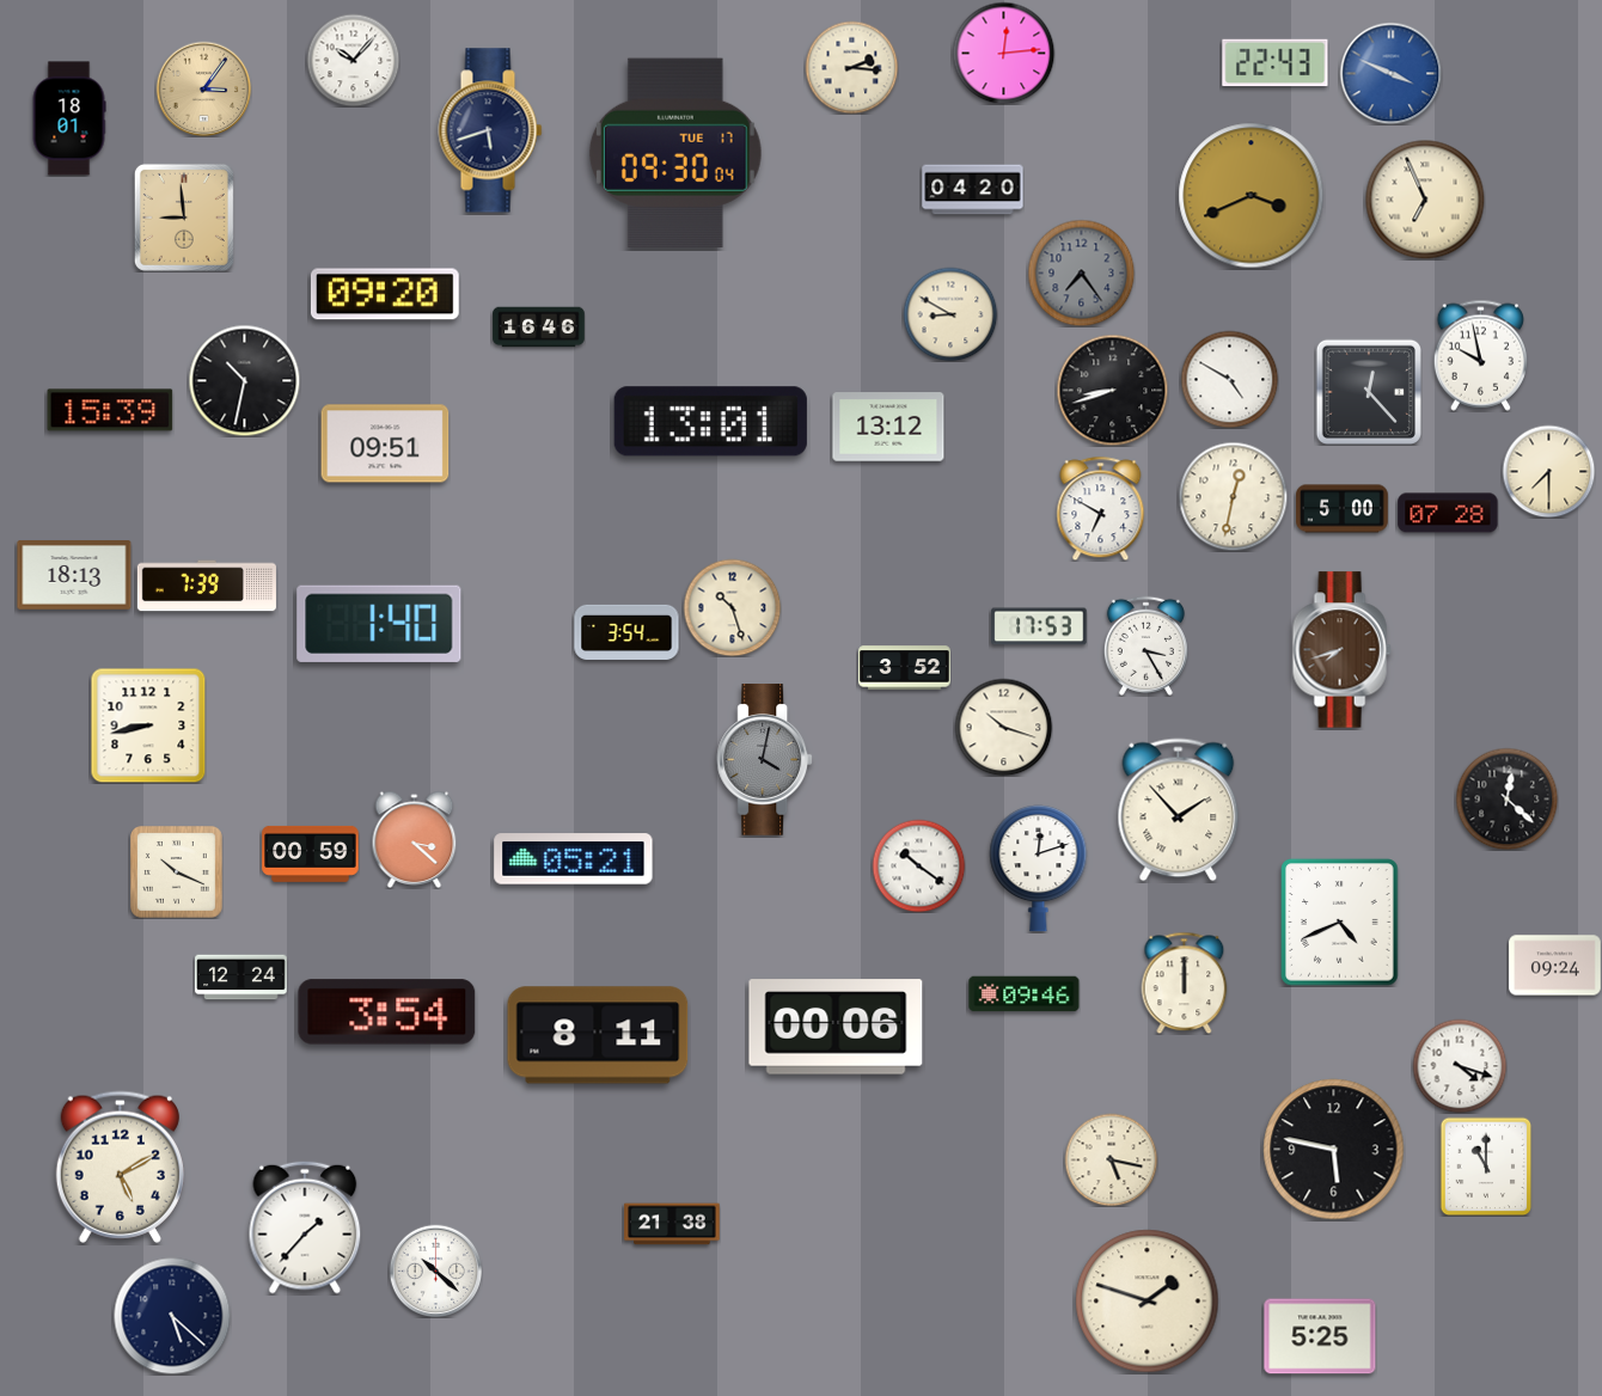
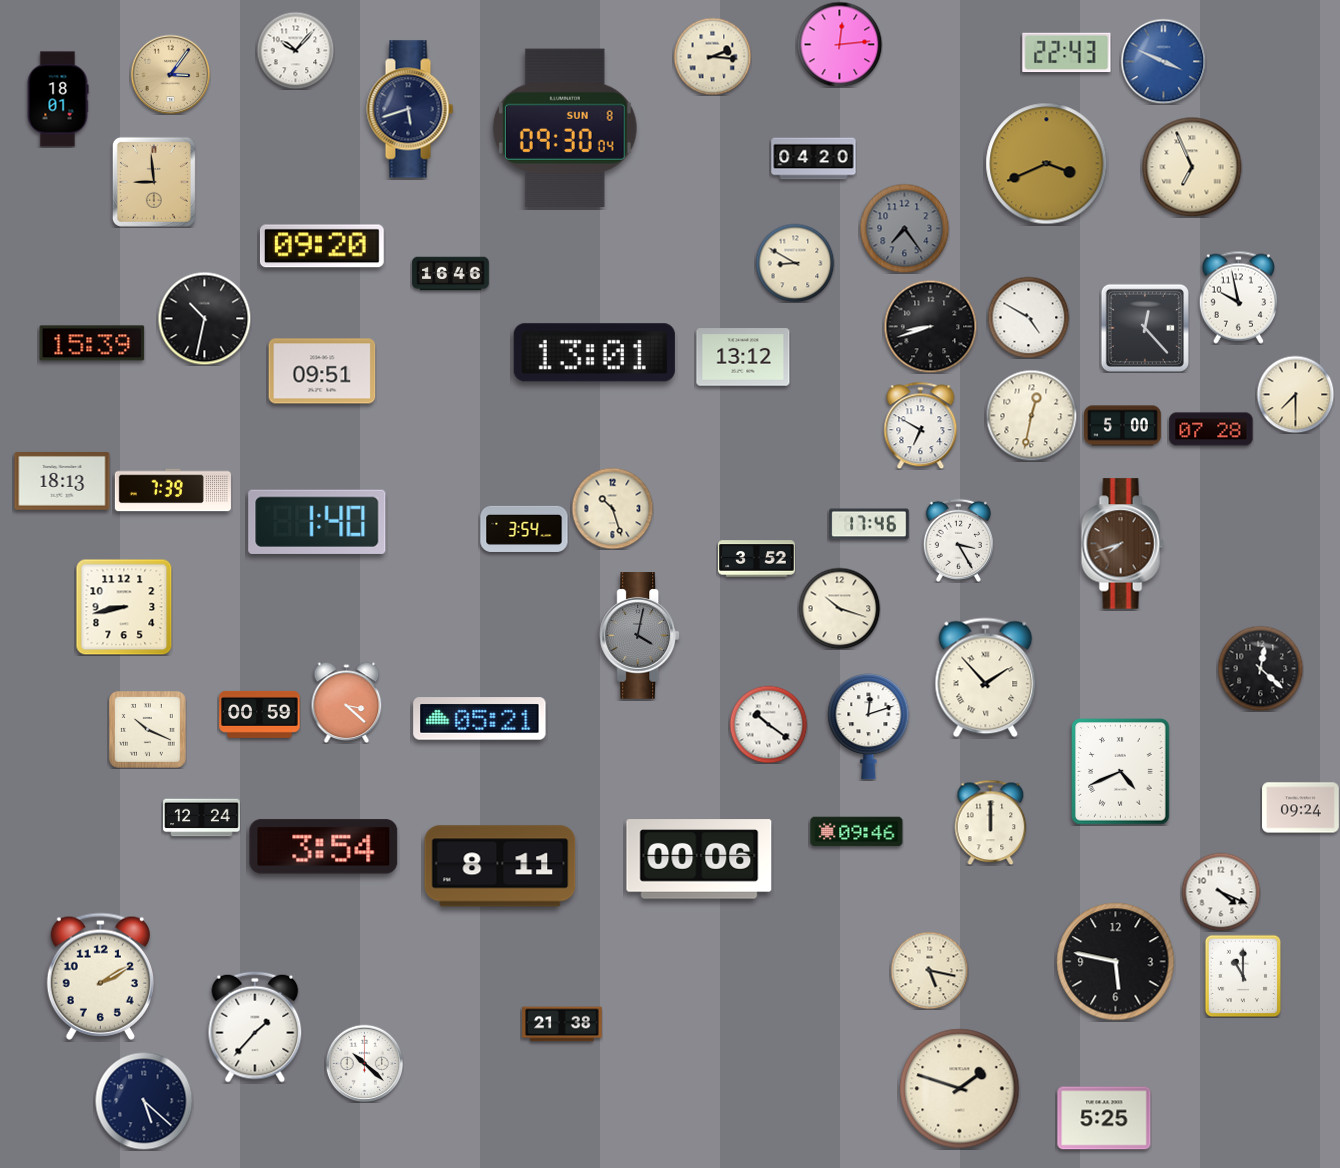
clock at (675, 153) date: TUE 17 -> SUN 8
clock at (1039, 626): 17:53 -> 17:46
clock at (1460, 1066): 4:18 -> 4:19
clock at (120, 1167): 5:10 -> 2:10
